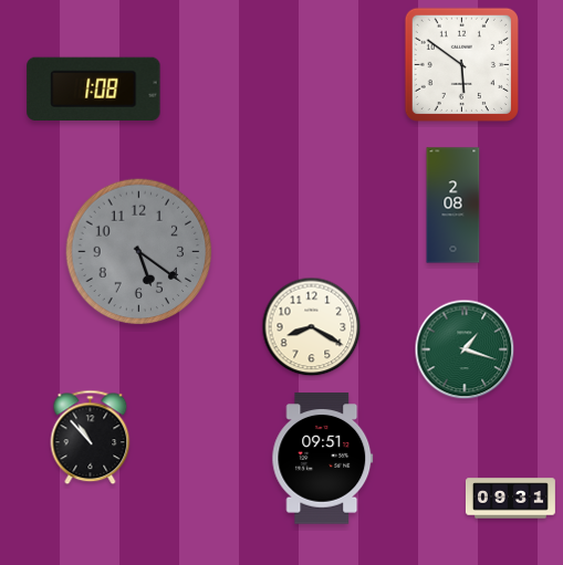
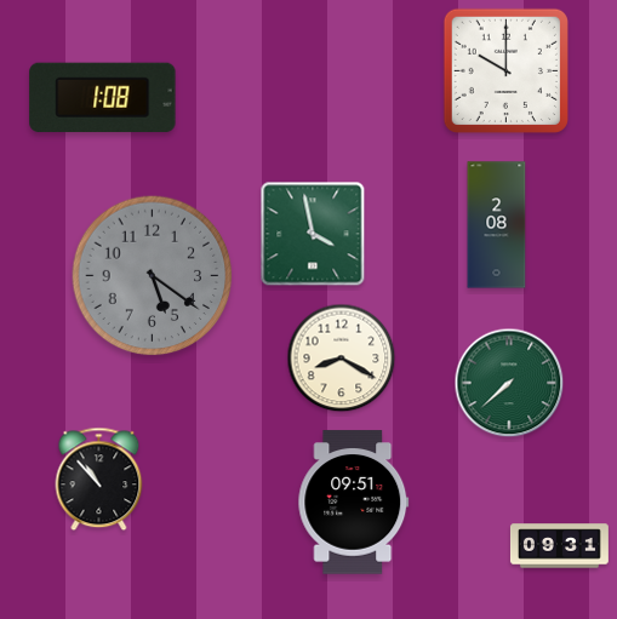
clock at (461, 64): 5:51 -> 10:00
clock at (313, 234): none -> 3:58
clock at (465, 349): 1:18 -> 7:38
